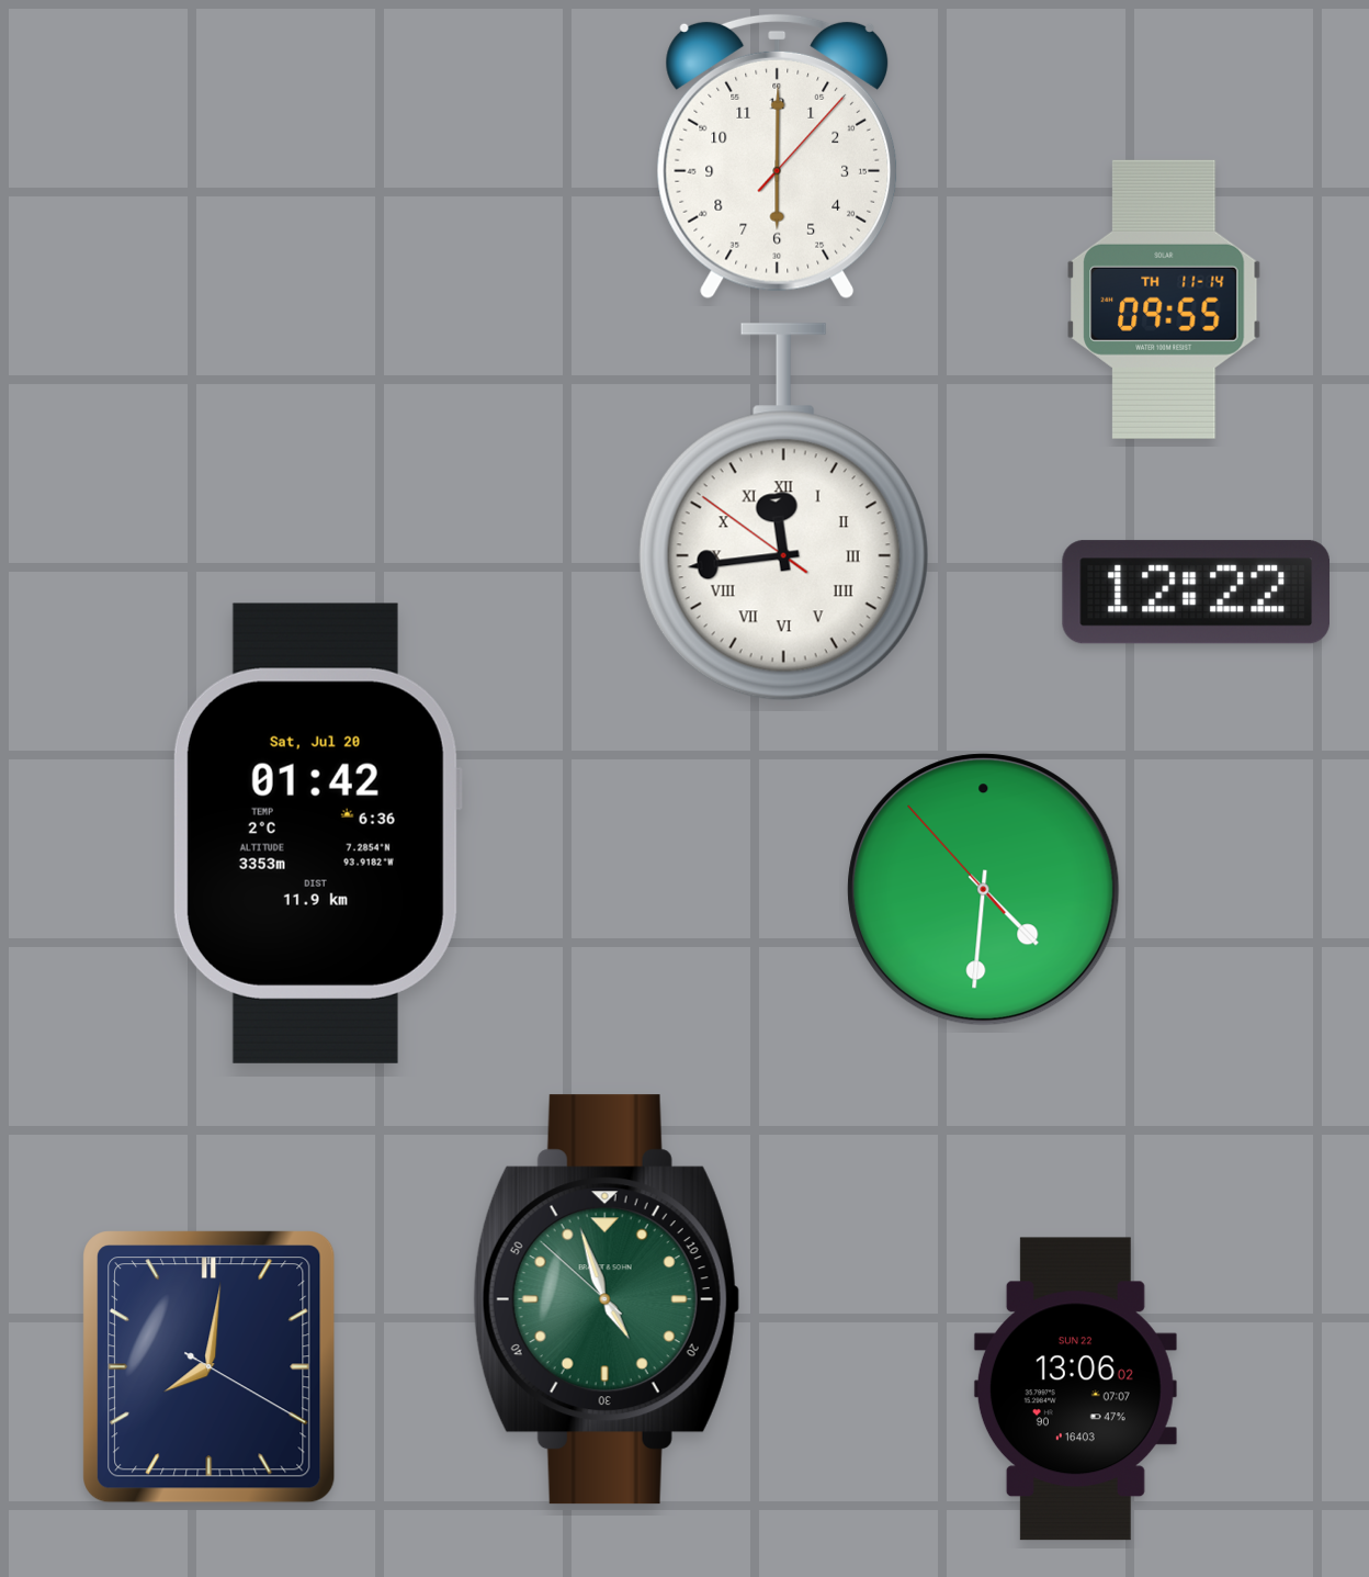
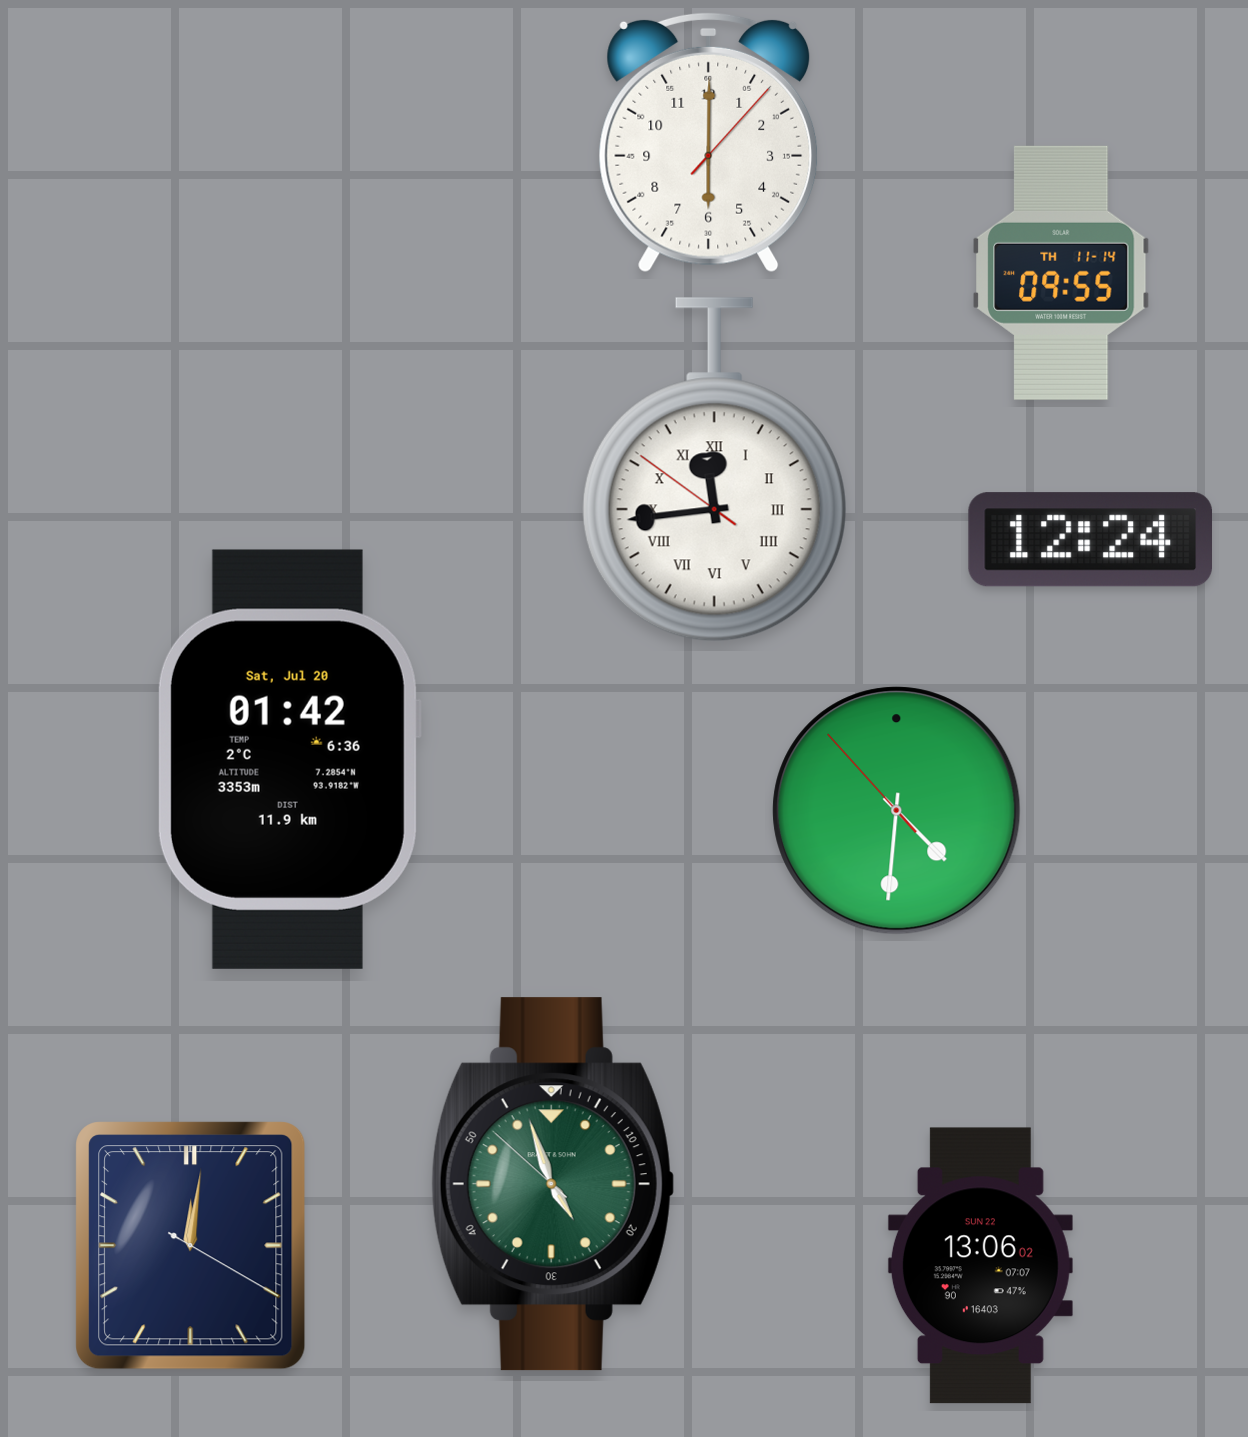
clock at (783, 512) position: (783, 512) -> (714, 470)
clock at (1196, 593): 12:22 -> 12:24
clock at (210, 1367): 8:01 -> 12:01
